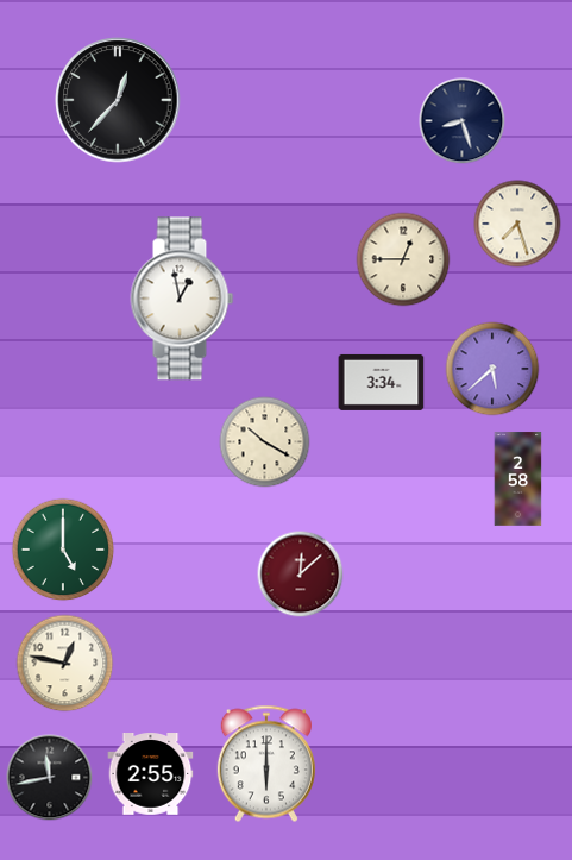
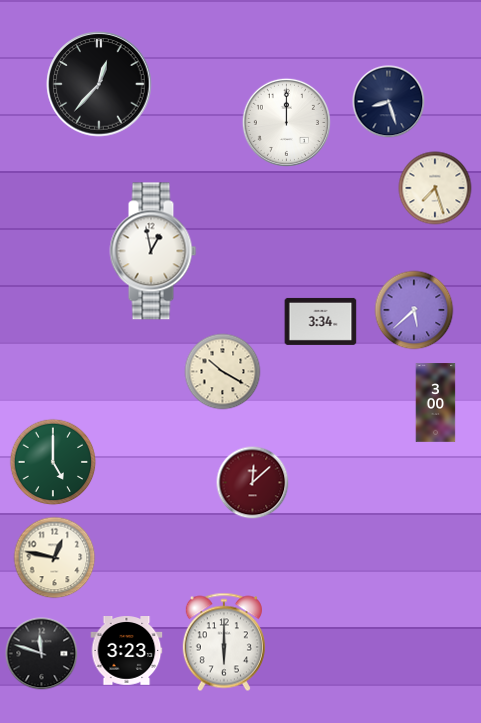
clock at (286, 122): none -> 12:00
clock at (403, 259): 12:45 -> none
clock at (518, 479): 2:58 -> 3:00
clock at (151, 774): 2:55 -> 3:23
clock at (50, 778): 11:43 -> 11:48
